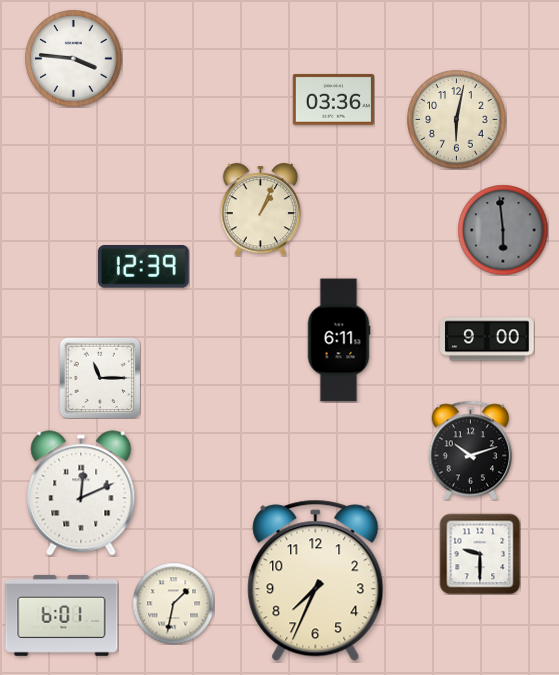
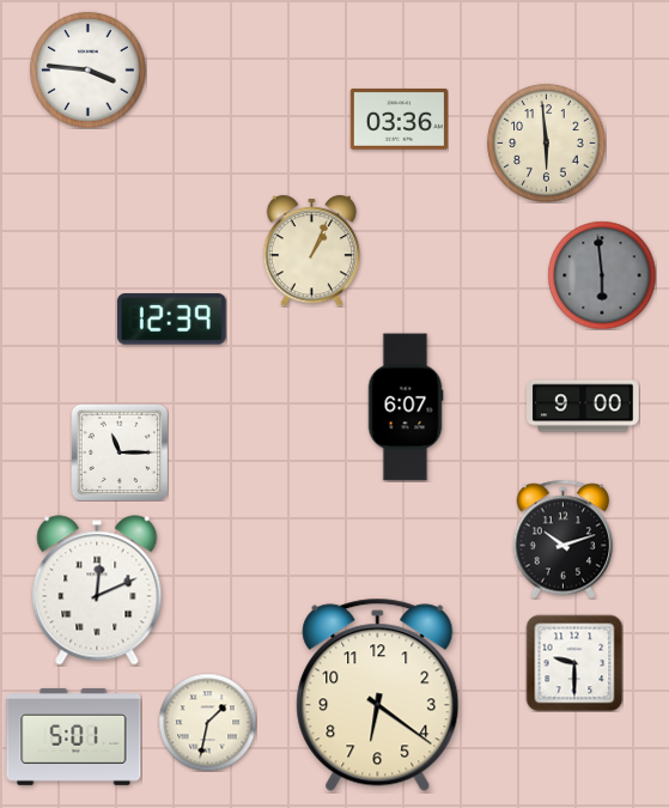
clock at (457, 120): 6:02 -> 5:59
clock at (339, 340): 6:11 -> 6:07
clock at (316, 581): 7:34 -> 6:21
clock at (62, 615): 6:01 -> 5:01
